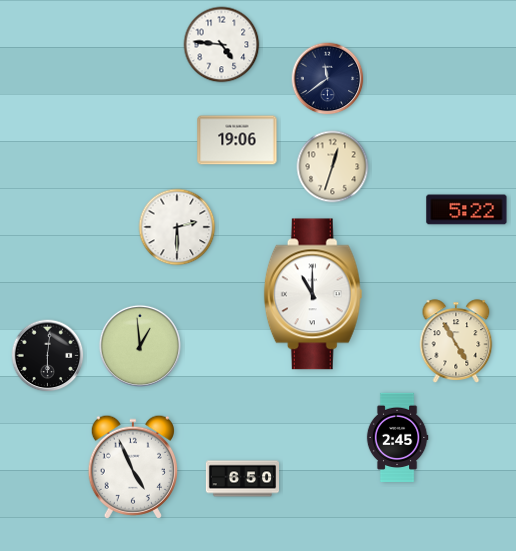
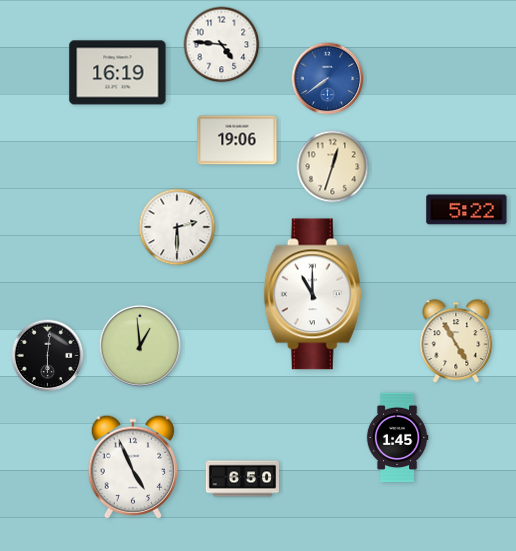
clock at (118, 73): none -> 16:19
clock at (328, 79): 11:39 -> 7:39
clock at (328, 79) dial: navy -> blue
clock at (397, 438): 2:45 -> 1:45
